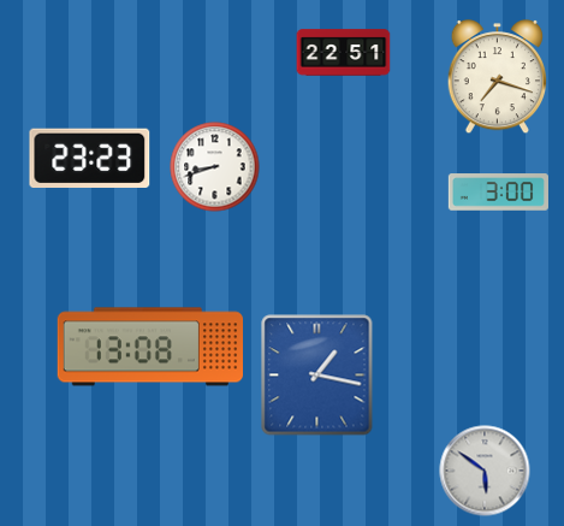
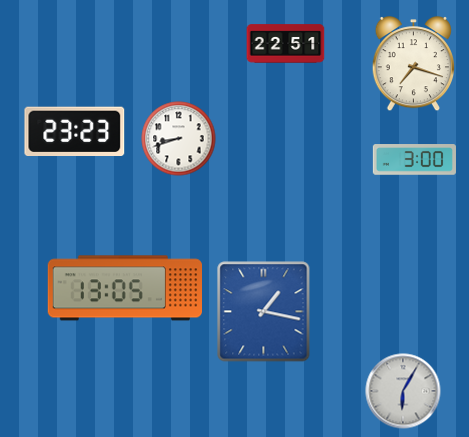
clock at (149, 347): 13:08 -> 13:05
clock at (485, 471): 5:51 -> 6:05
